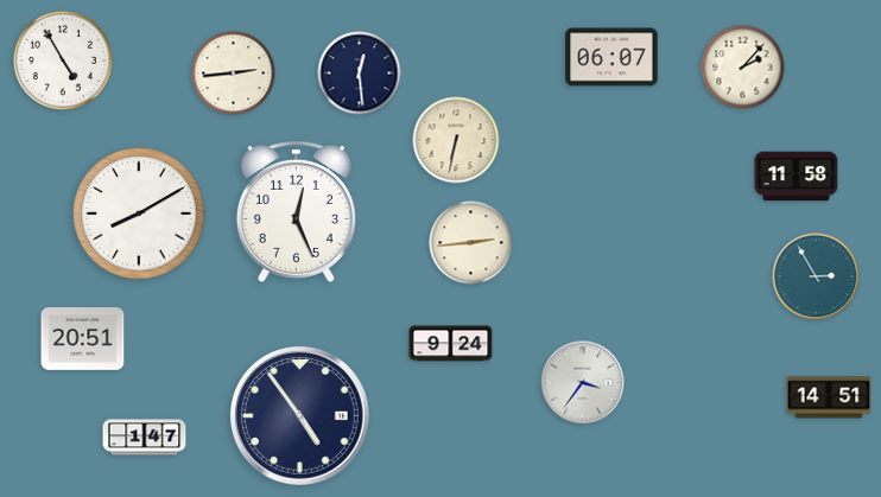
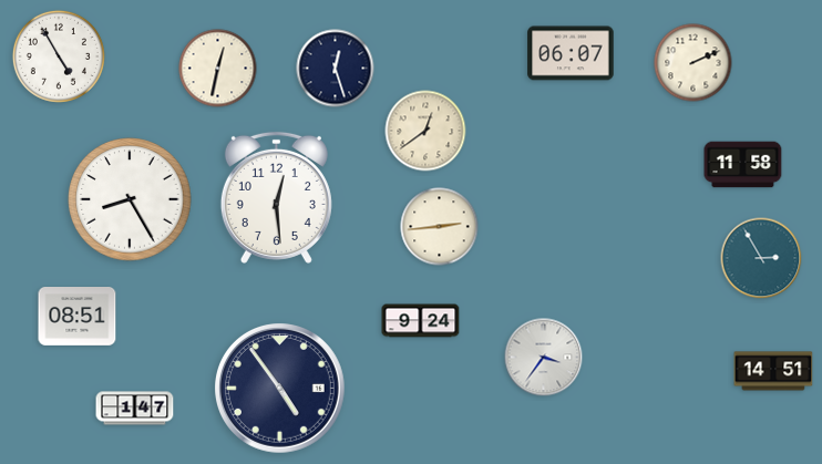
clock at (743, 68): 2:07 -> 2:11
clock at (234, 74): 2:44 -> 12:32
clock at (360, 74): 12:29 -> 12:27
clock at (456, 140): 6:32 -> 12:39
clock at (296, 211): 12:26 -> 12:29
clock at (139, 214): 8:10 -> 8:25
clock at (83, 339): 20:51 -> 08:51
